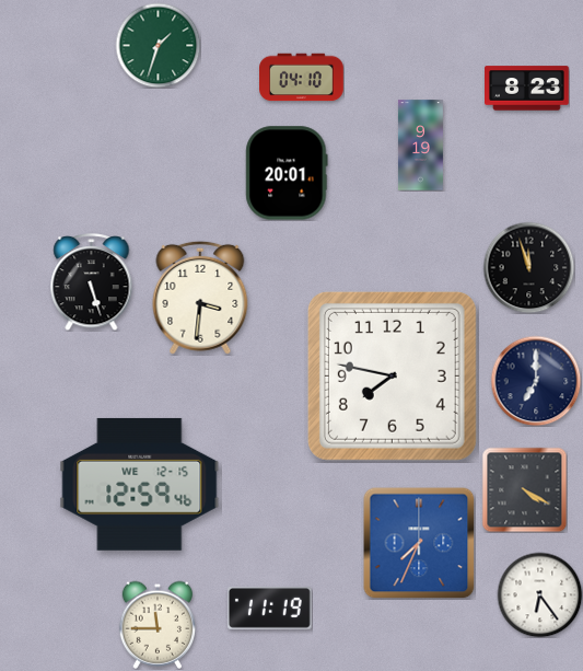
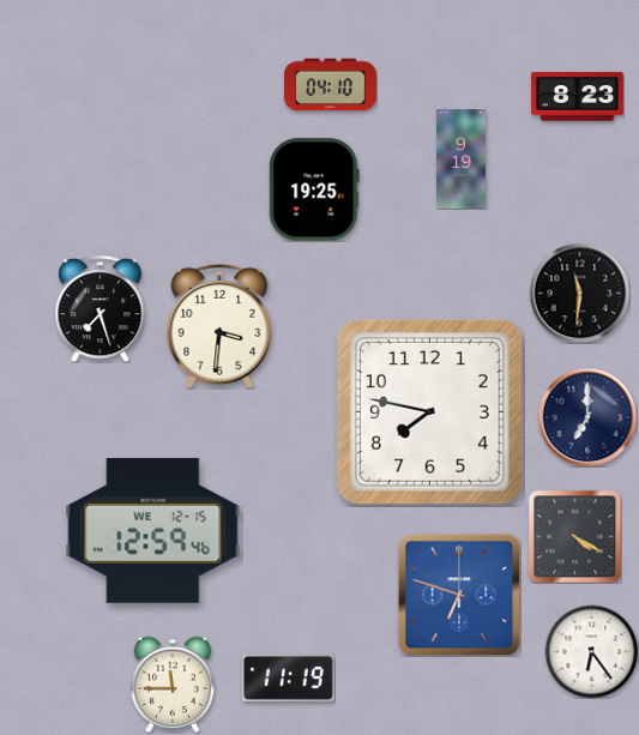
clock at (158, 45): 1:33 -> none
clock at (287, 173): 20:01 -> 19:25
clock at (528, 267): 11:57 -> 11:31
clock at (92, 282): 5:27 -> 7:27
clock at (419, 543): 7:34 -> 6:48
clock at (270, 609) position: (270, 609) -> (289, 679)
